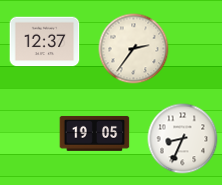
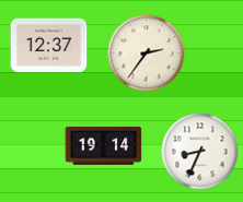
clock at (95, 134): 19:05 -> 19:14
